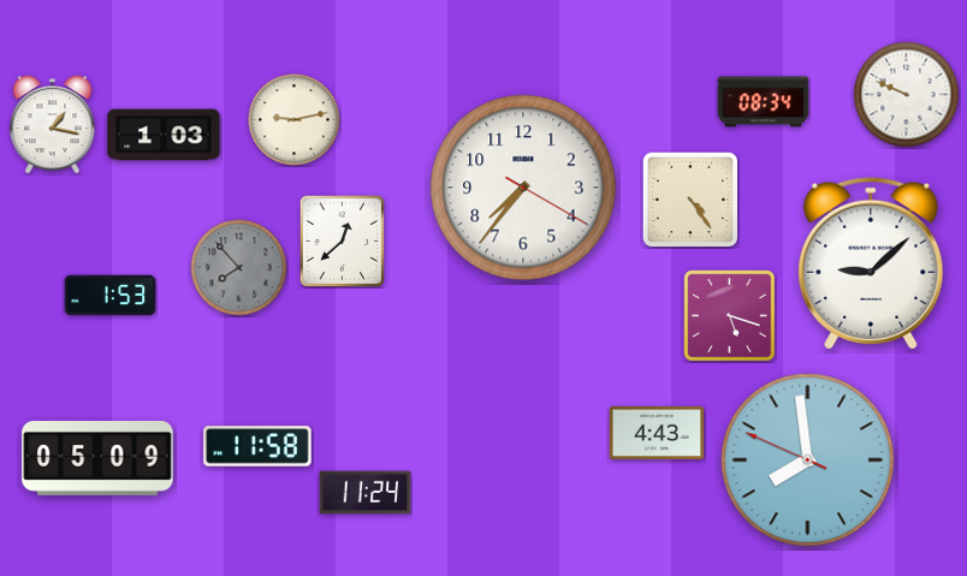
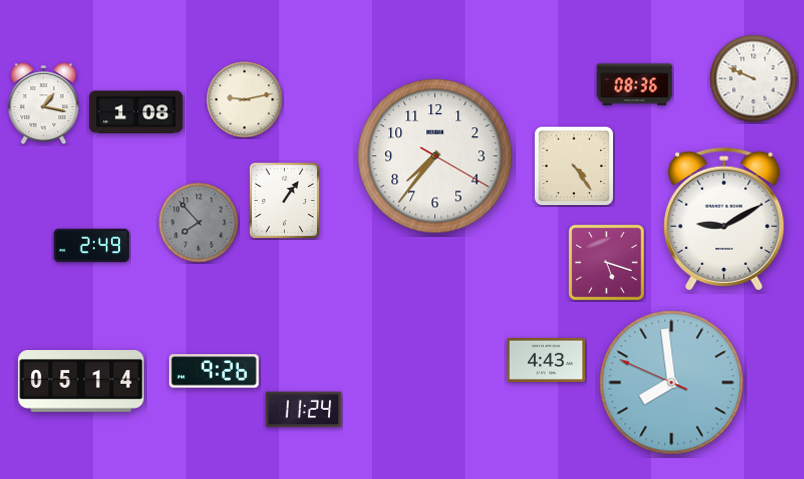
clock at (764, 102): 08:34 -> 08:36
clock at (164, 135): 1:03 -> 1:08
clock at (343, 241): 12:38 -> 1:06
clock at (871, 263): 9:08 -> 9:10
clock at (111, 296): 1:53 -> 2:49
clock at (257, 446): 11:58 -> 9:26
clock at (97, 459): 05:09 -> 05:14
